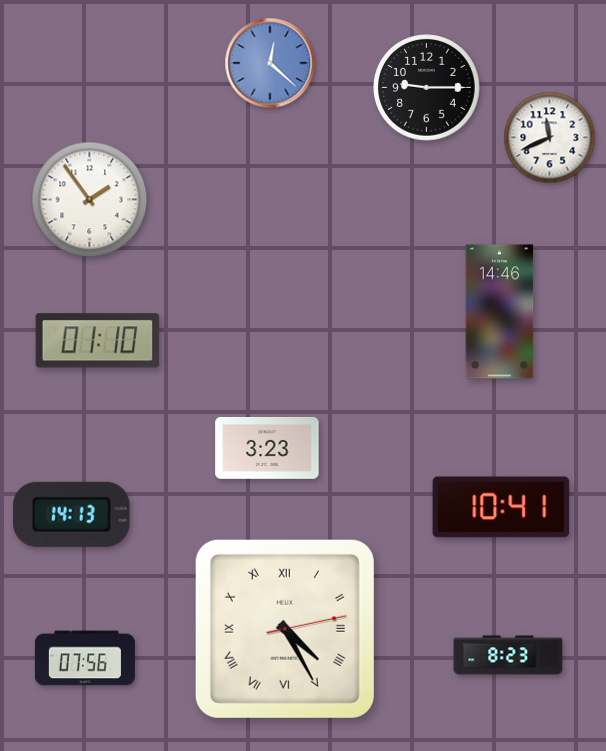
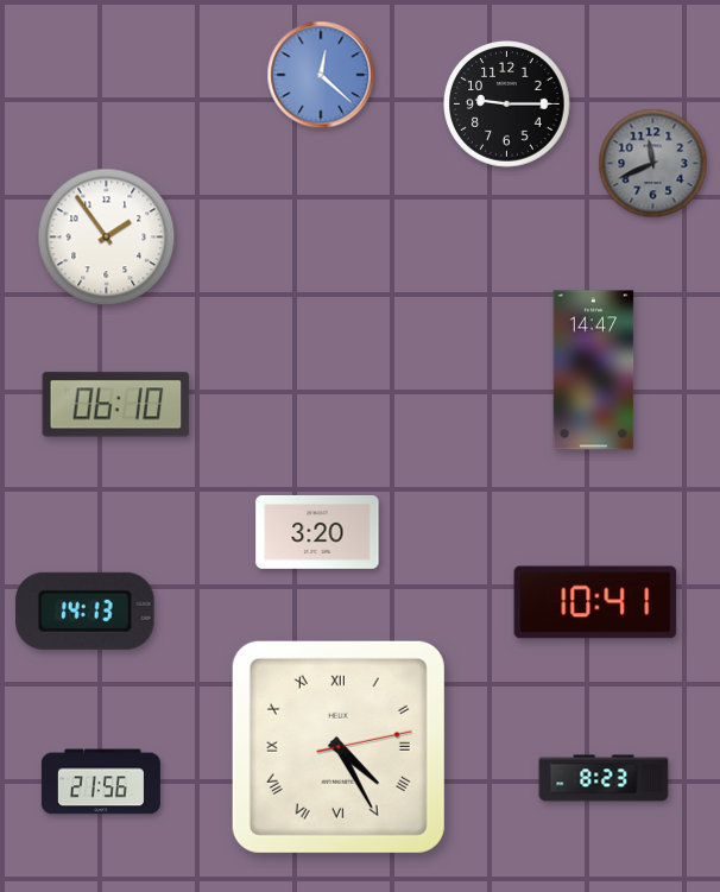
clock at (550, 138) dial: white -> grey
clock at (500, 312): 14:46 -> 14:47
clock at (98, 341): 01:10 -> 06:10
clock at (267, 448): 3:23 -> 3:20
clock at (85, 658): 07:56 -> 21:56
